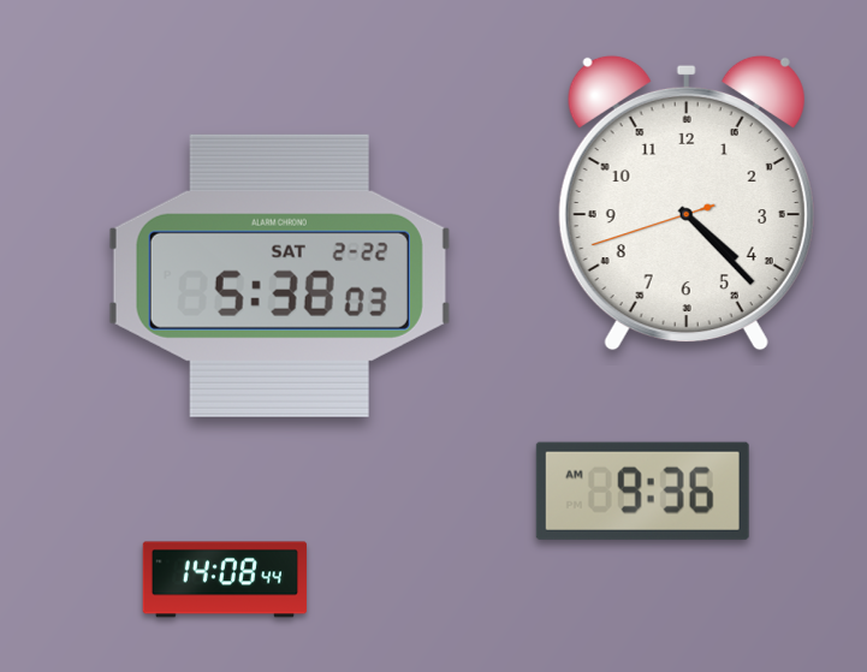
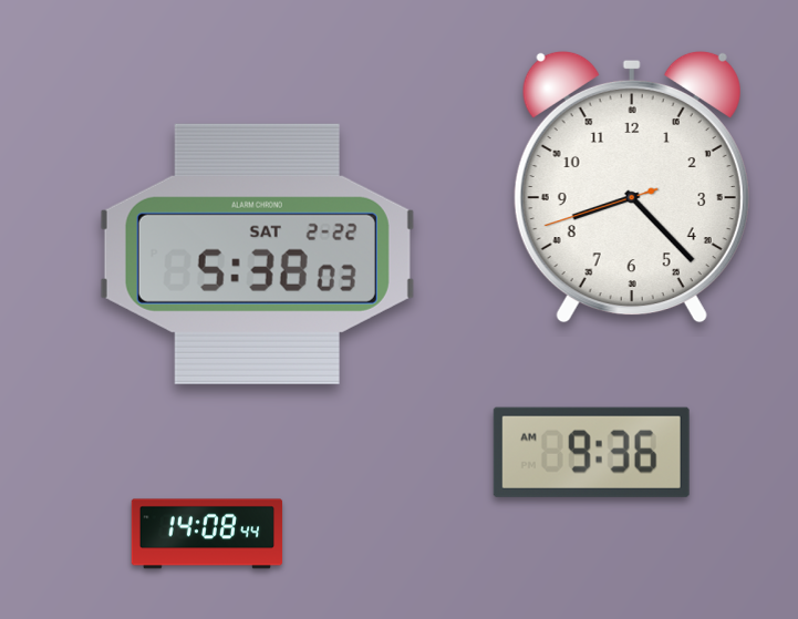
clock at (687, 203): 4:22 -> 8:22
